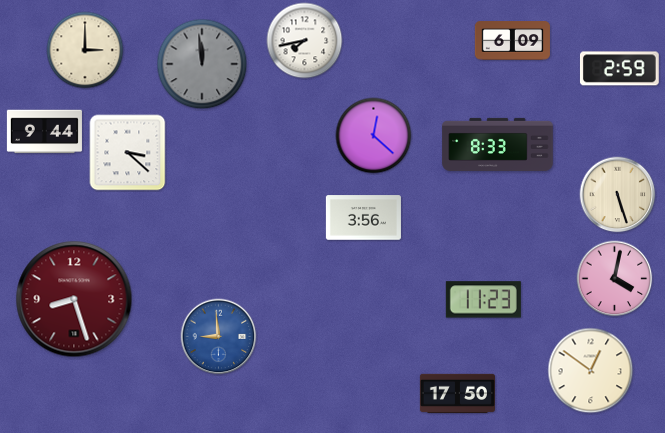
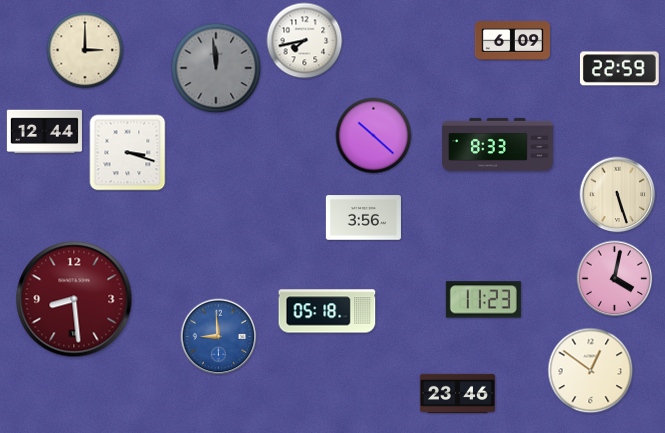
clock at (202, 64) position: (202, 64) -> (216, 68)
clock at (619, 69): 2:59 -> 22:59
clock at (44, 132): 9:44 -> 12:44
clock at (374, 136): 12:22 -> 10:22
clock at (128, 153): 3:22 -> 3:18
clock at (74, 299): 8:27 -> 8:29
clock at (327, 311): none -> 05:18
clock at (457, 394): 17:50 -> 23:46
